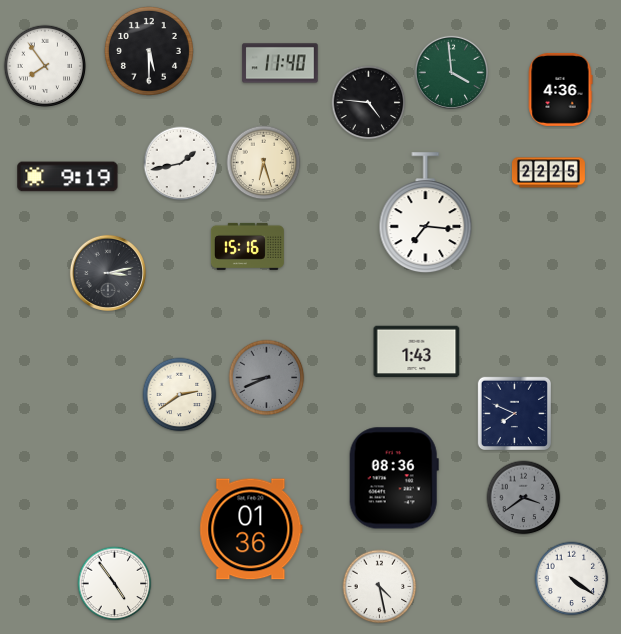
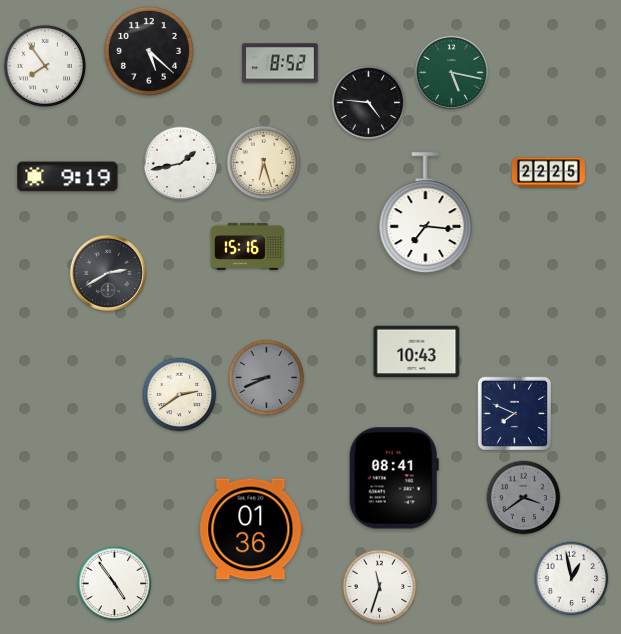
clock at (149, 51): 5:30 -> 5:22
clock at (280, 63): 11:40 -> 8:52
clock at (451, 72): 3:59 -> 5:17
clock at (560, 89): 4:36 -> none
clock at (108, 273): 3:13 -> 2:40
clock at (417, 352): 1:43 -> 10:43
clock at (394, 478): 08:36 -> 08:41
clock at (572, 579): 4:21 -> 12:58
clock at (380, 587): 4:28 -> 11:33
